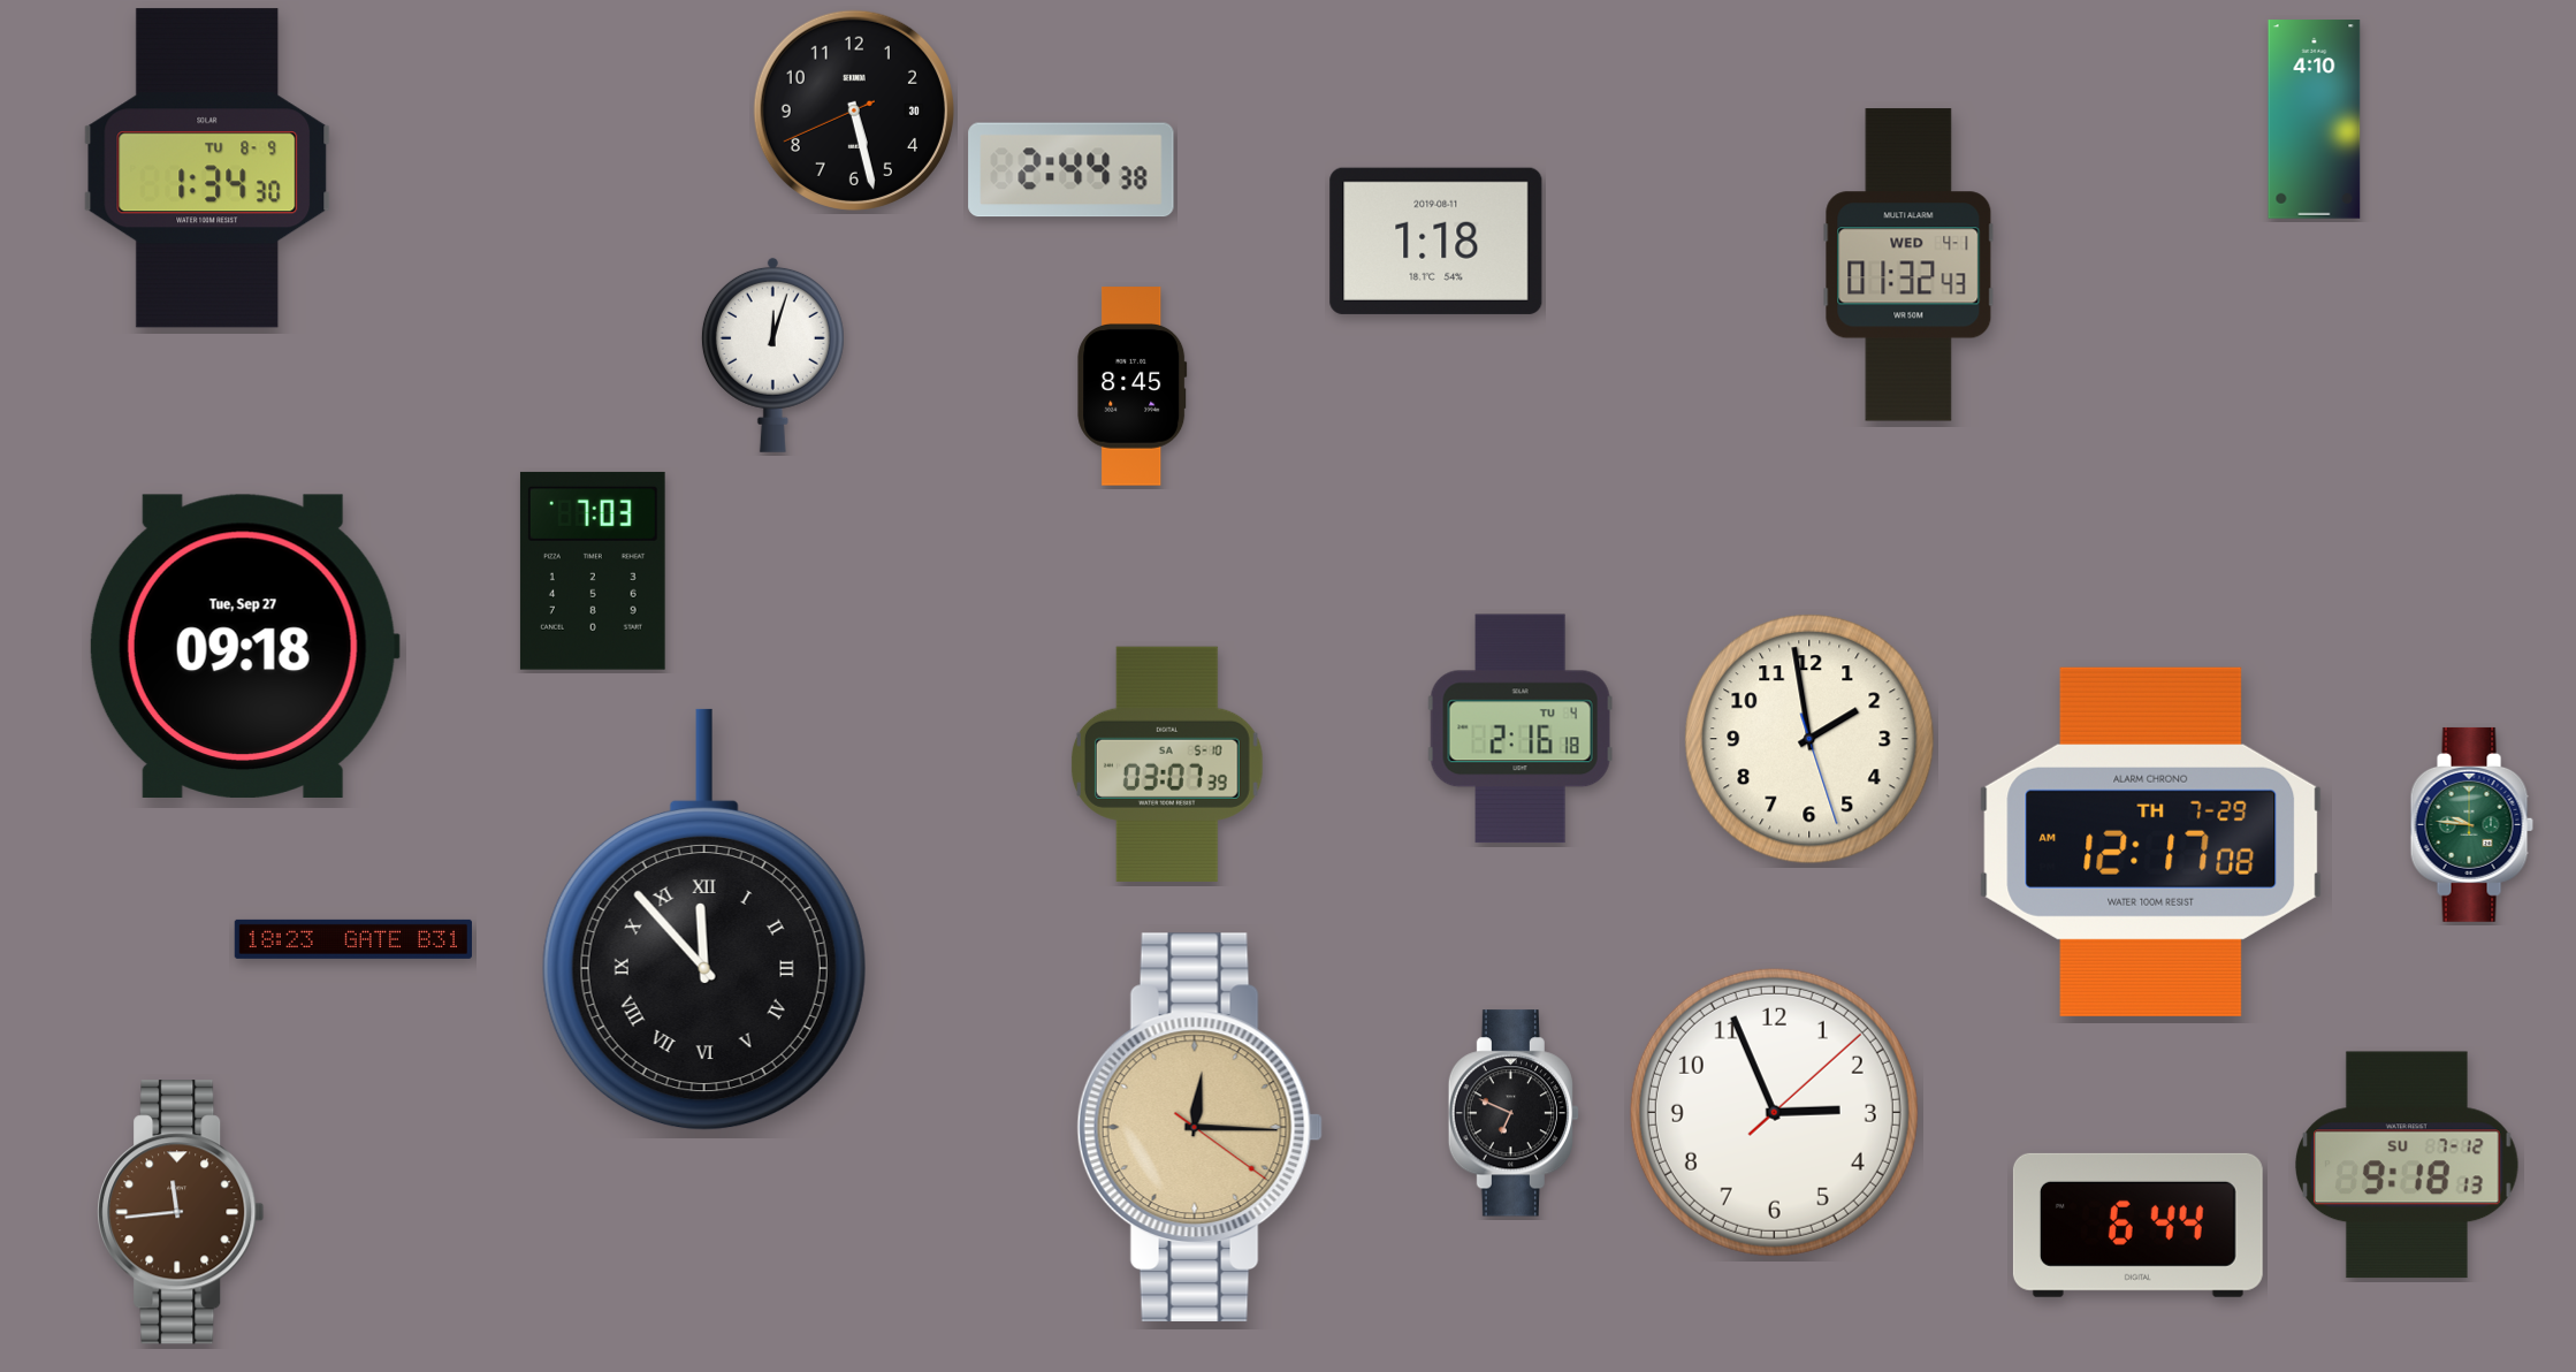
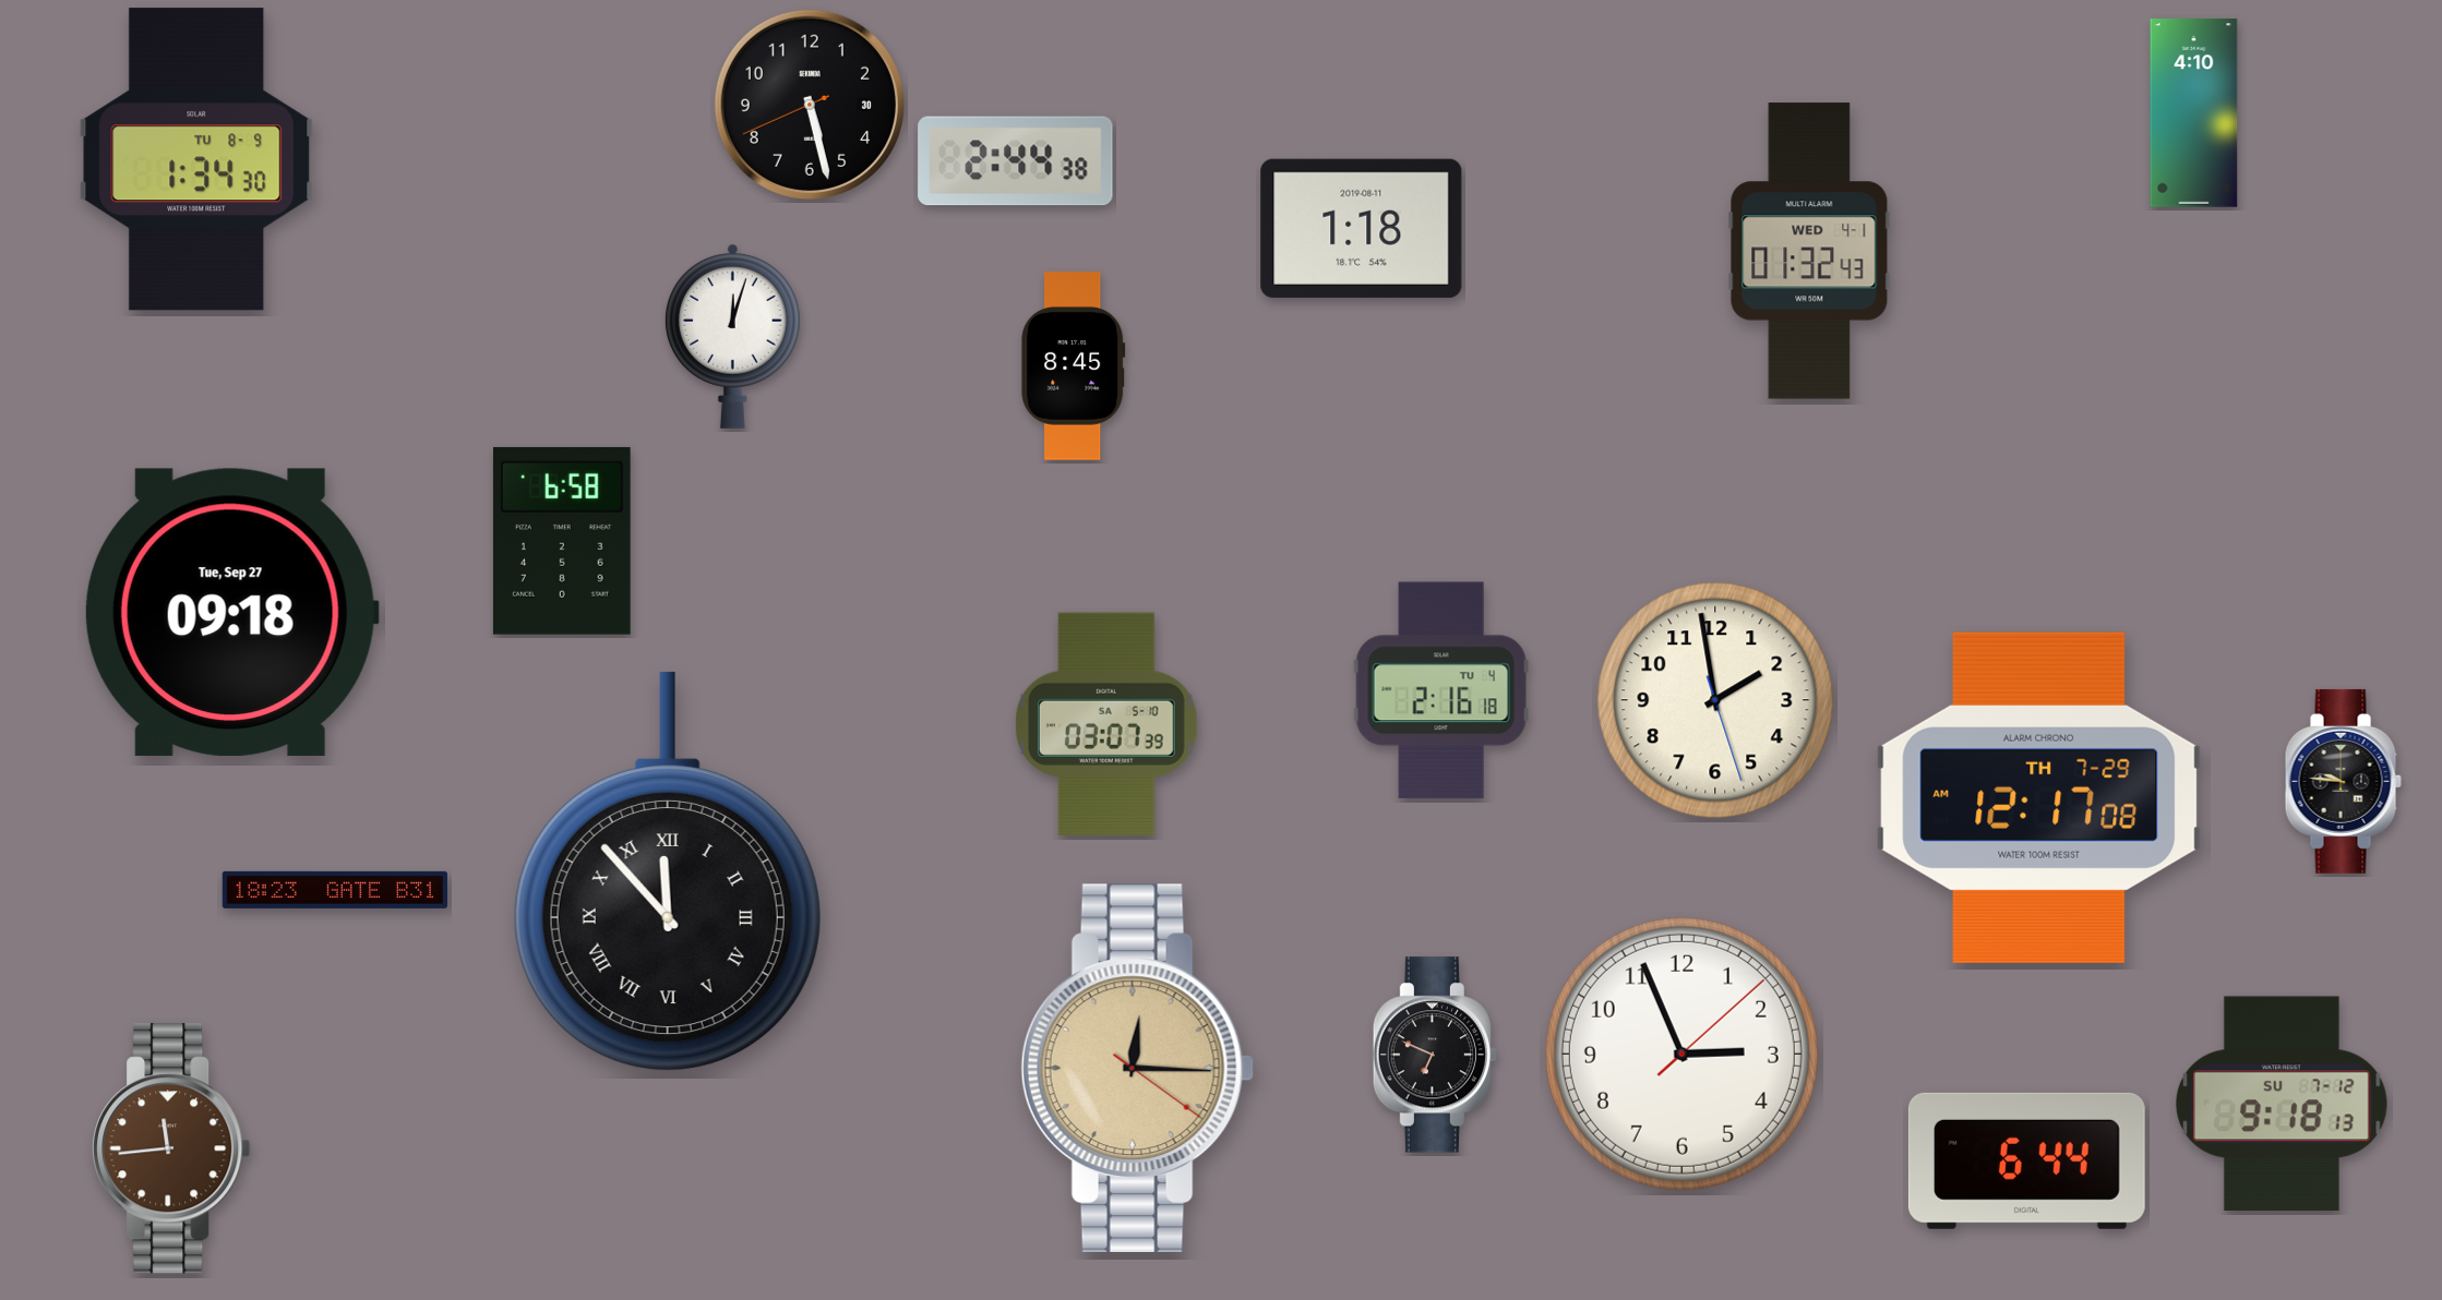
clock at (593, 571): 7:03 -> 6:58
clock at (2471, 824) dial: green -> black
